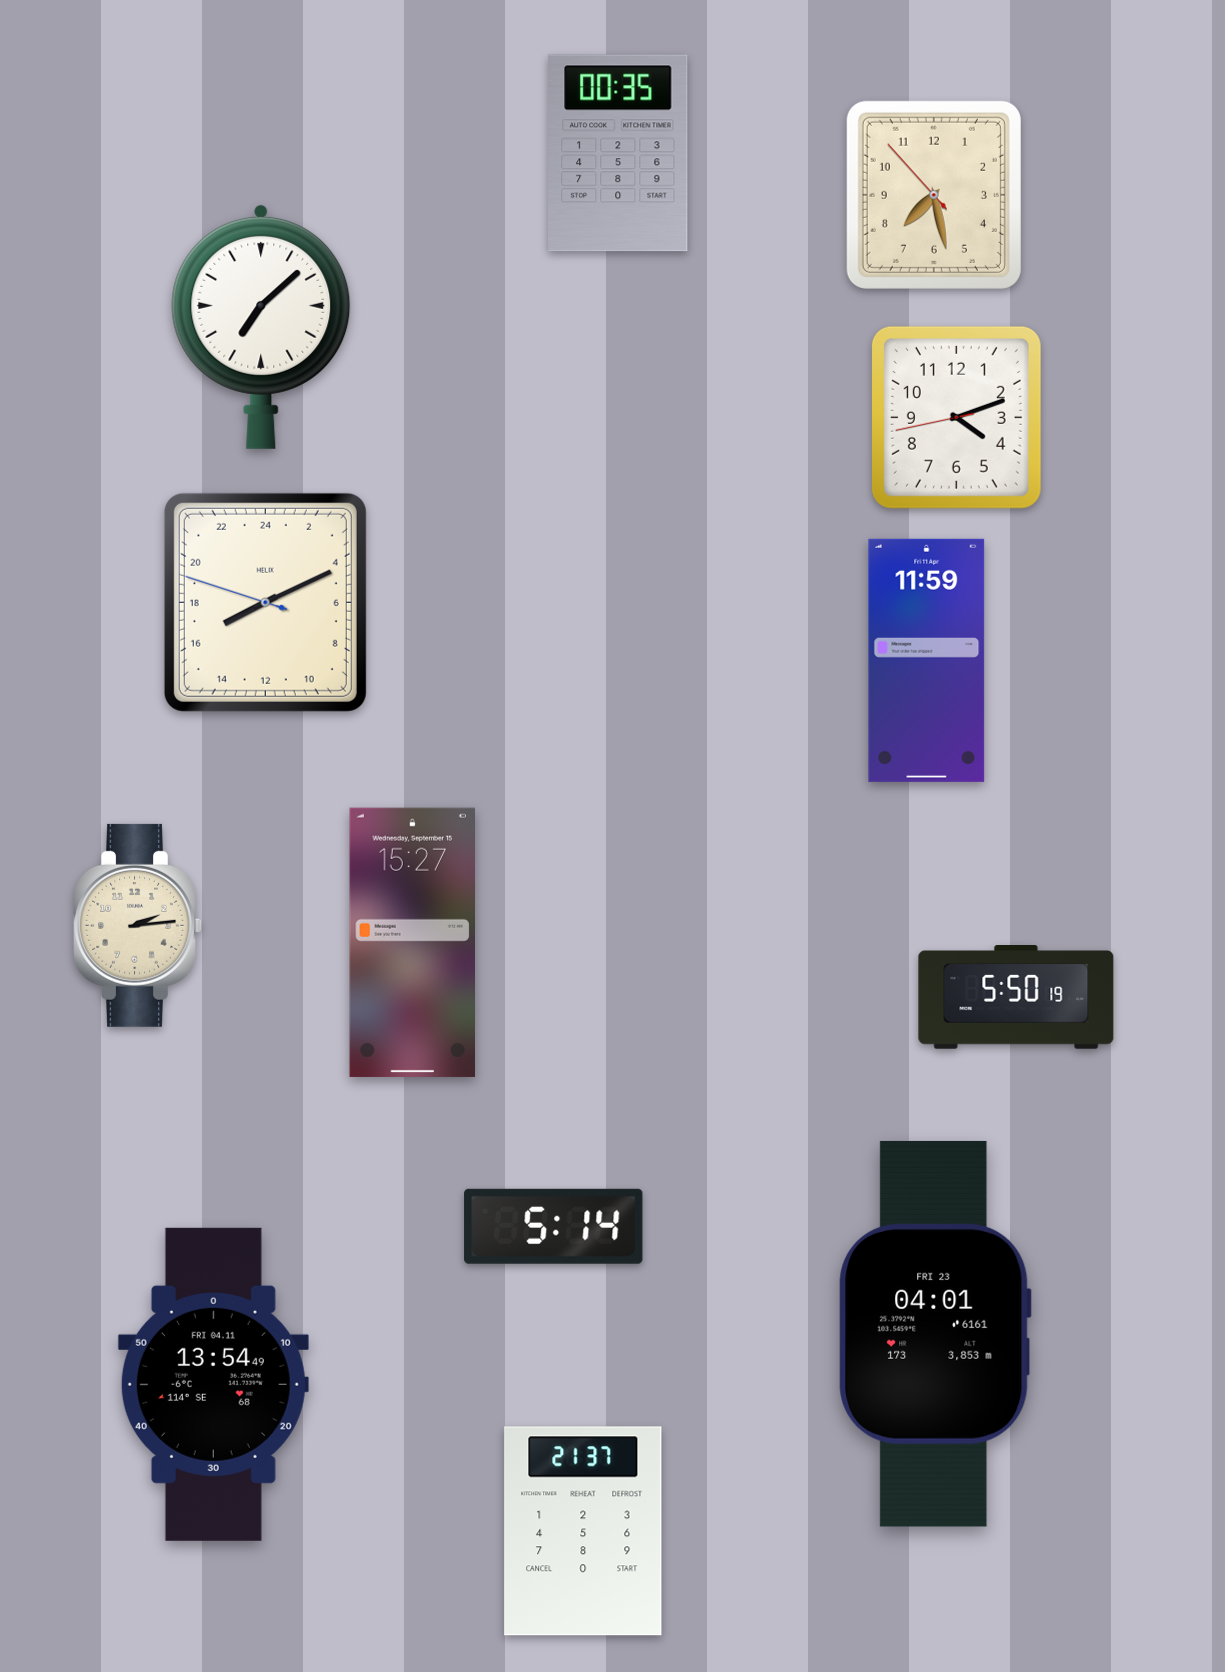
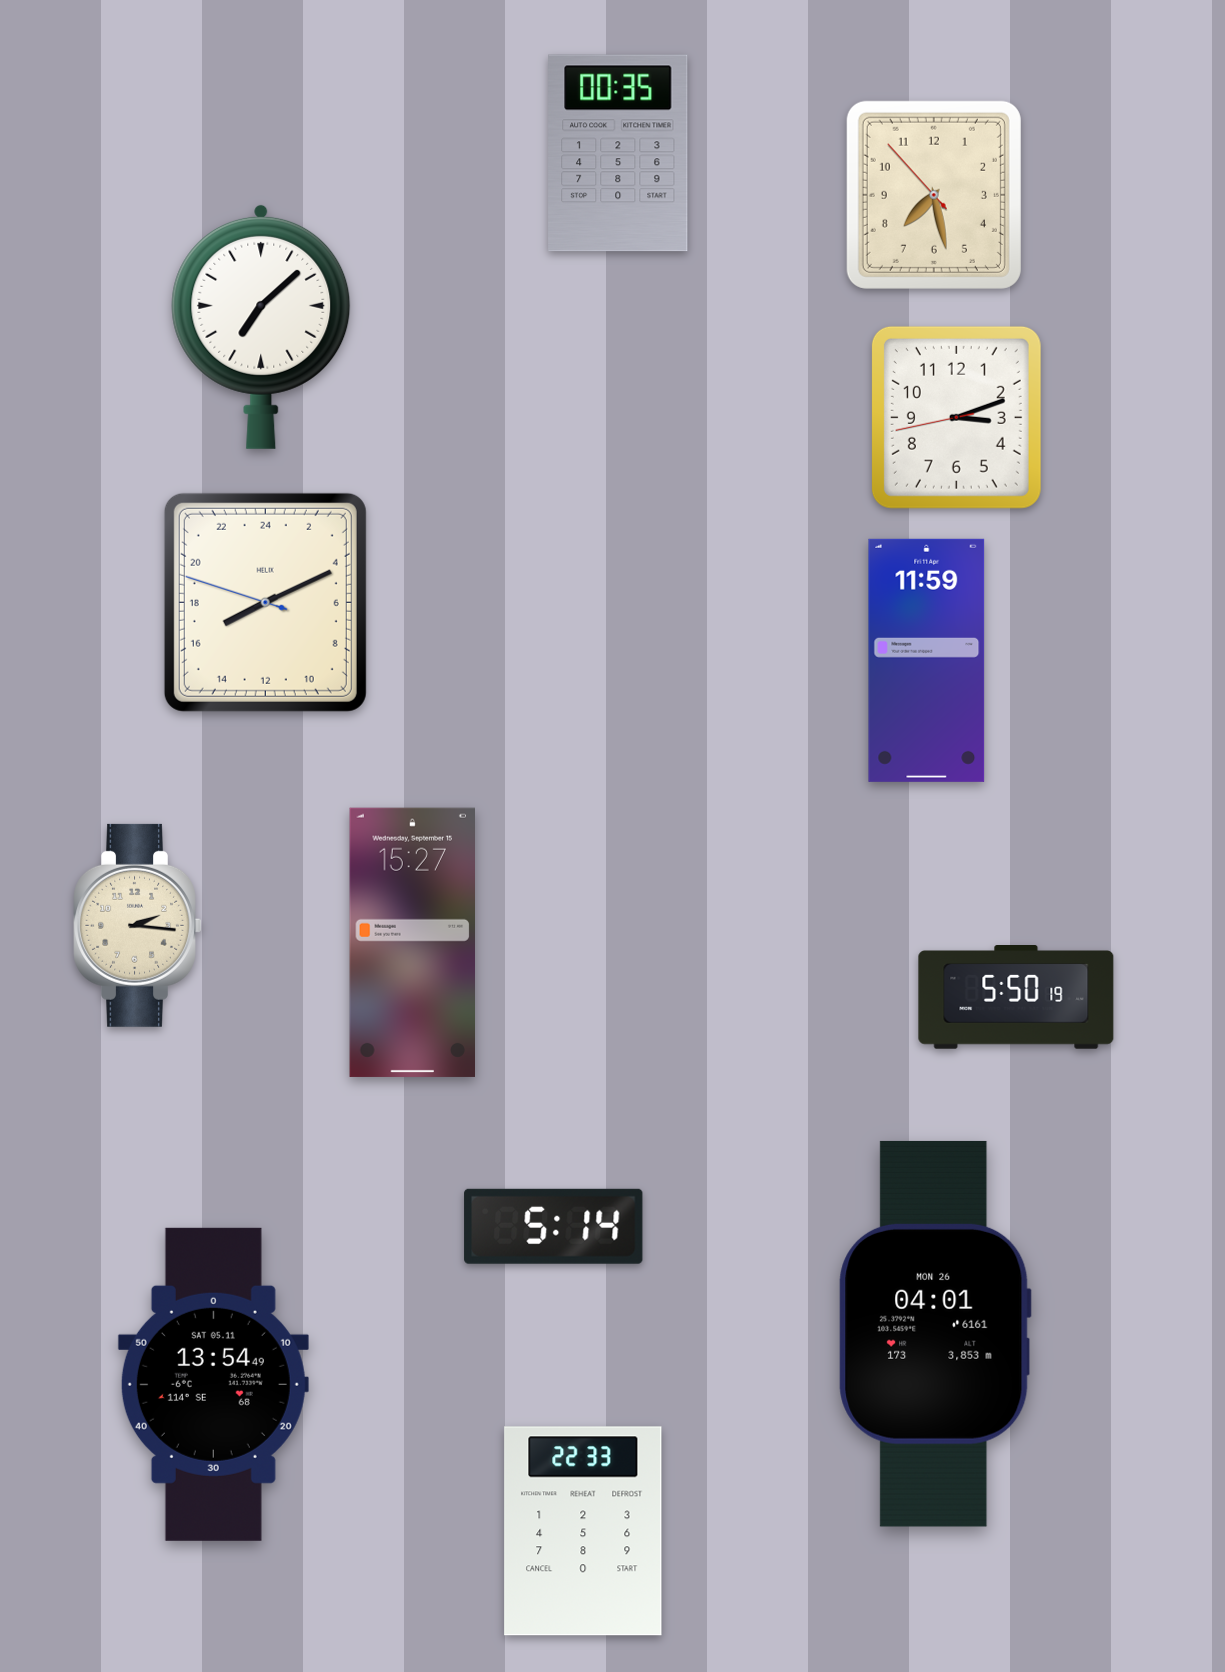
clock at (956, 417): 4:11 -> 3:11
clock at (138, 925): 2:14 -> 2:16
clock at (935, 1334) date: FRI 23 -> MON 26
clock at (213, 1384) date: FRI 04.11 -> SAT 05.11
clock at (583, 1531): 21:37 -> 22:33
